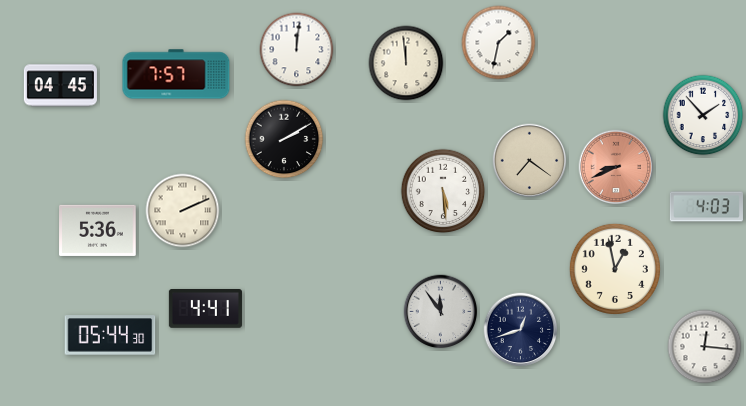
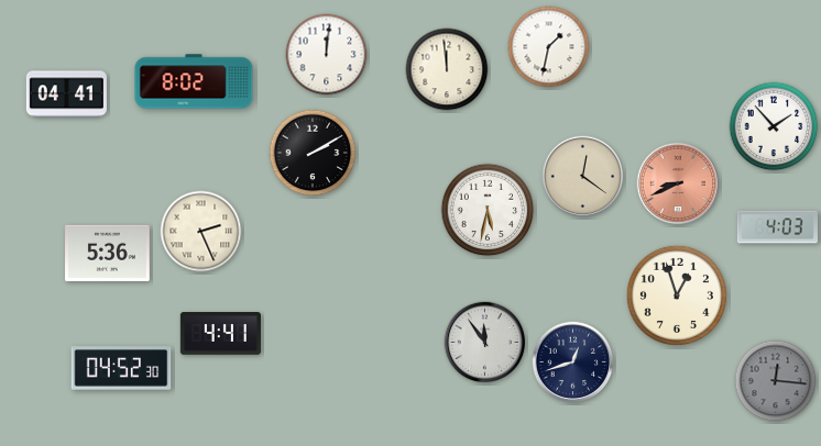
clock at (176, 74): 7:57 -> 8:02
clock at (60, 86): 04:45 -> 04:41
clock at (530, 161): 7:21 -> 12:21
clock at (443, 191): 5:29 -> 5:32
clock at (183, 211): 2:11 -> 2:26
clock at (615, 269): 12:58 -> 12:57
clock at (205, 309) position: (205, 309) -> (220, 334)
clock at (110, 335): 05:44 -> 04:52
clock at (705, 347) dial: white -> grey
